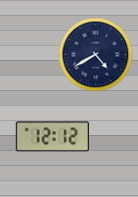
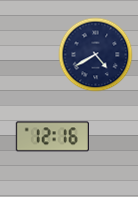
clock at (52, 137): 12:12 -> 12:16
